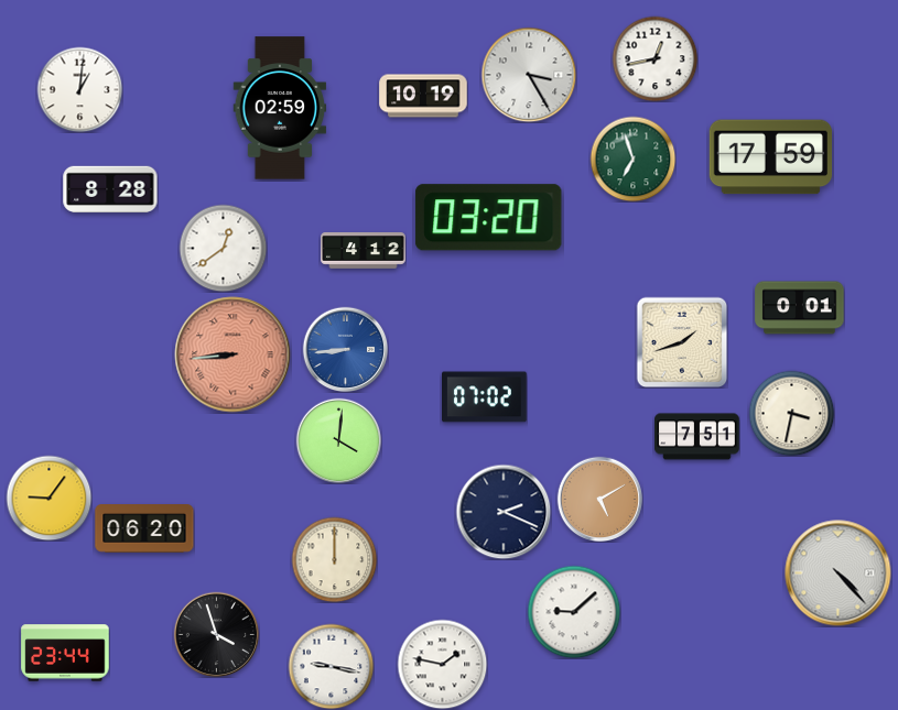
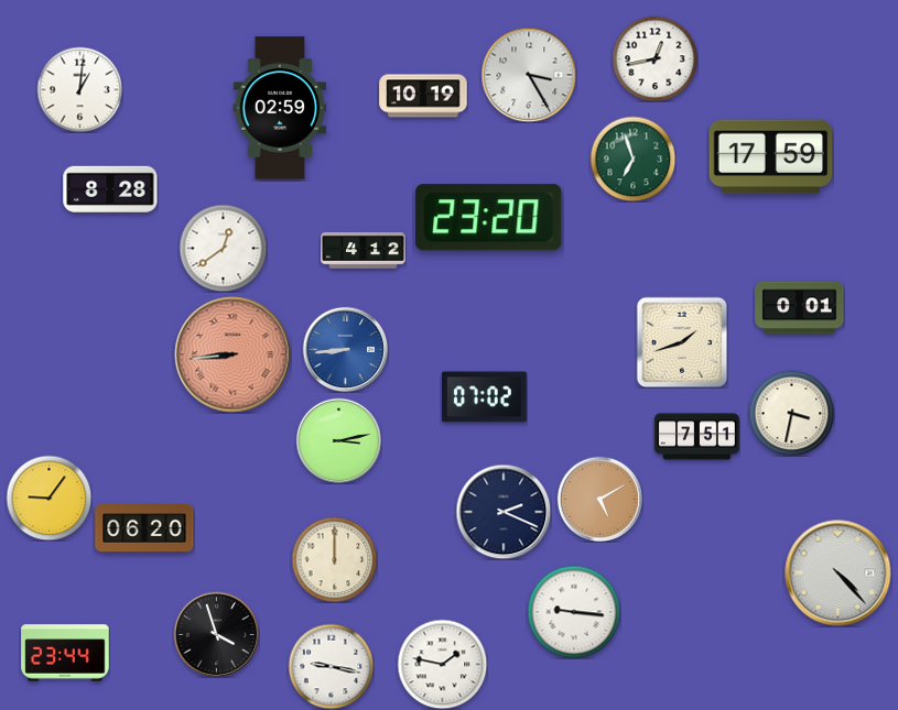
clock at (489, 218): 03:20 -> 23:20
clock at (338, 440): 4:01 -> 3:13
clock at (574, 612): 9:08 -> 9:16
